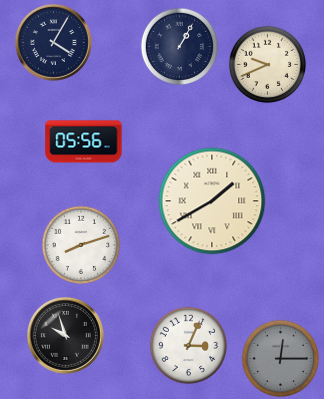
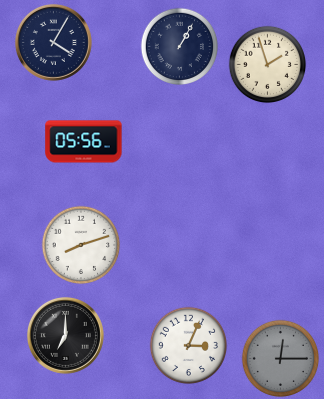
clock at (267, 64): 9:41 -> 1:57
clock at (212, 201): 1:40 -> none
clock at (65, 335): 9:57 -> 7:00
